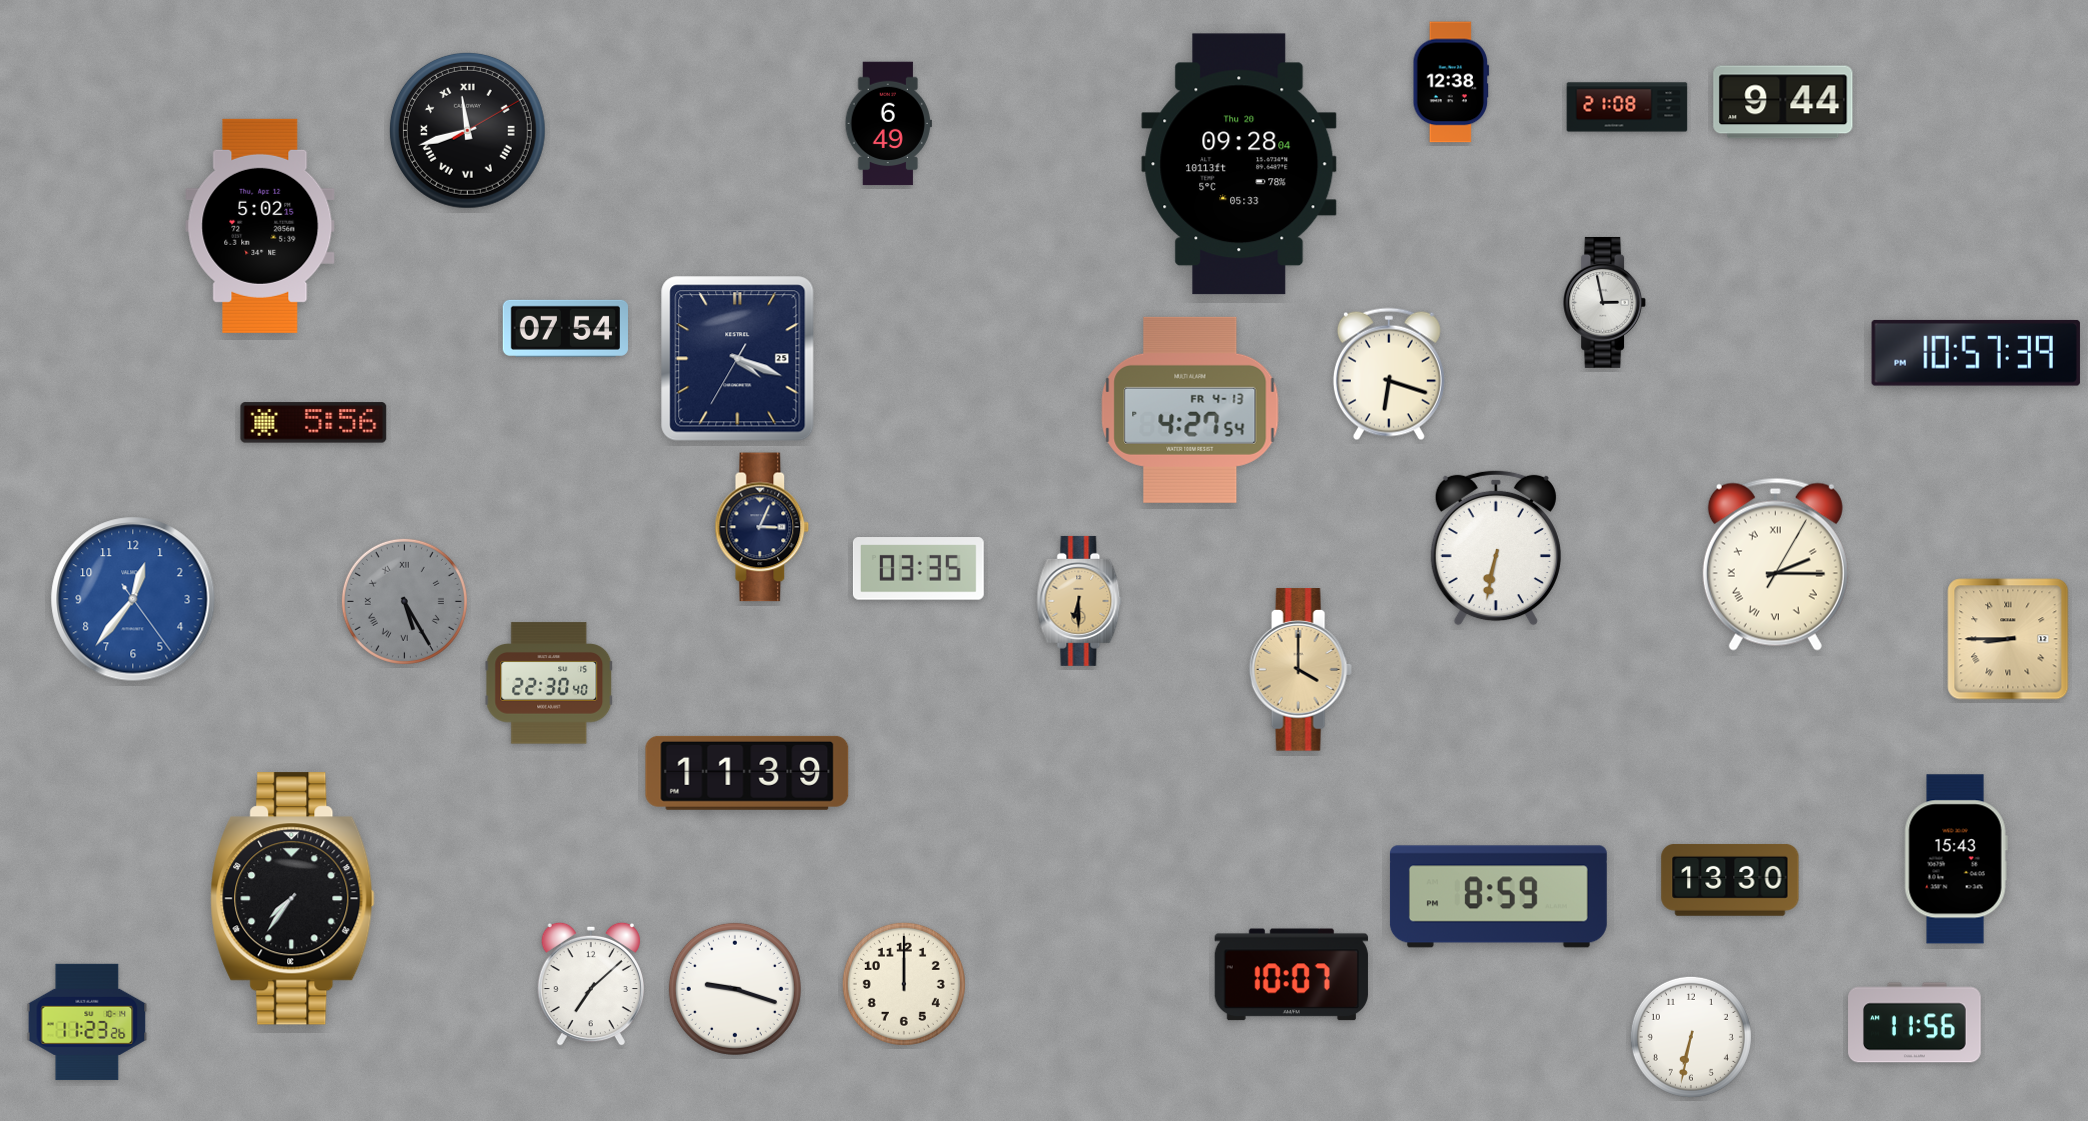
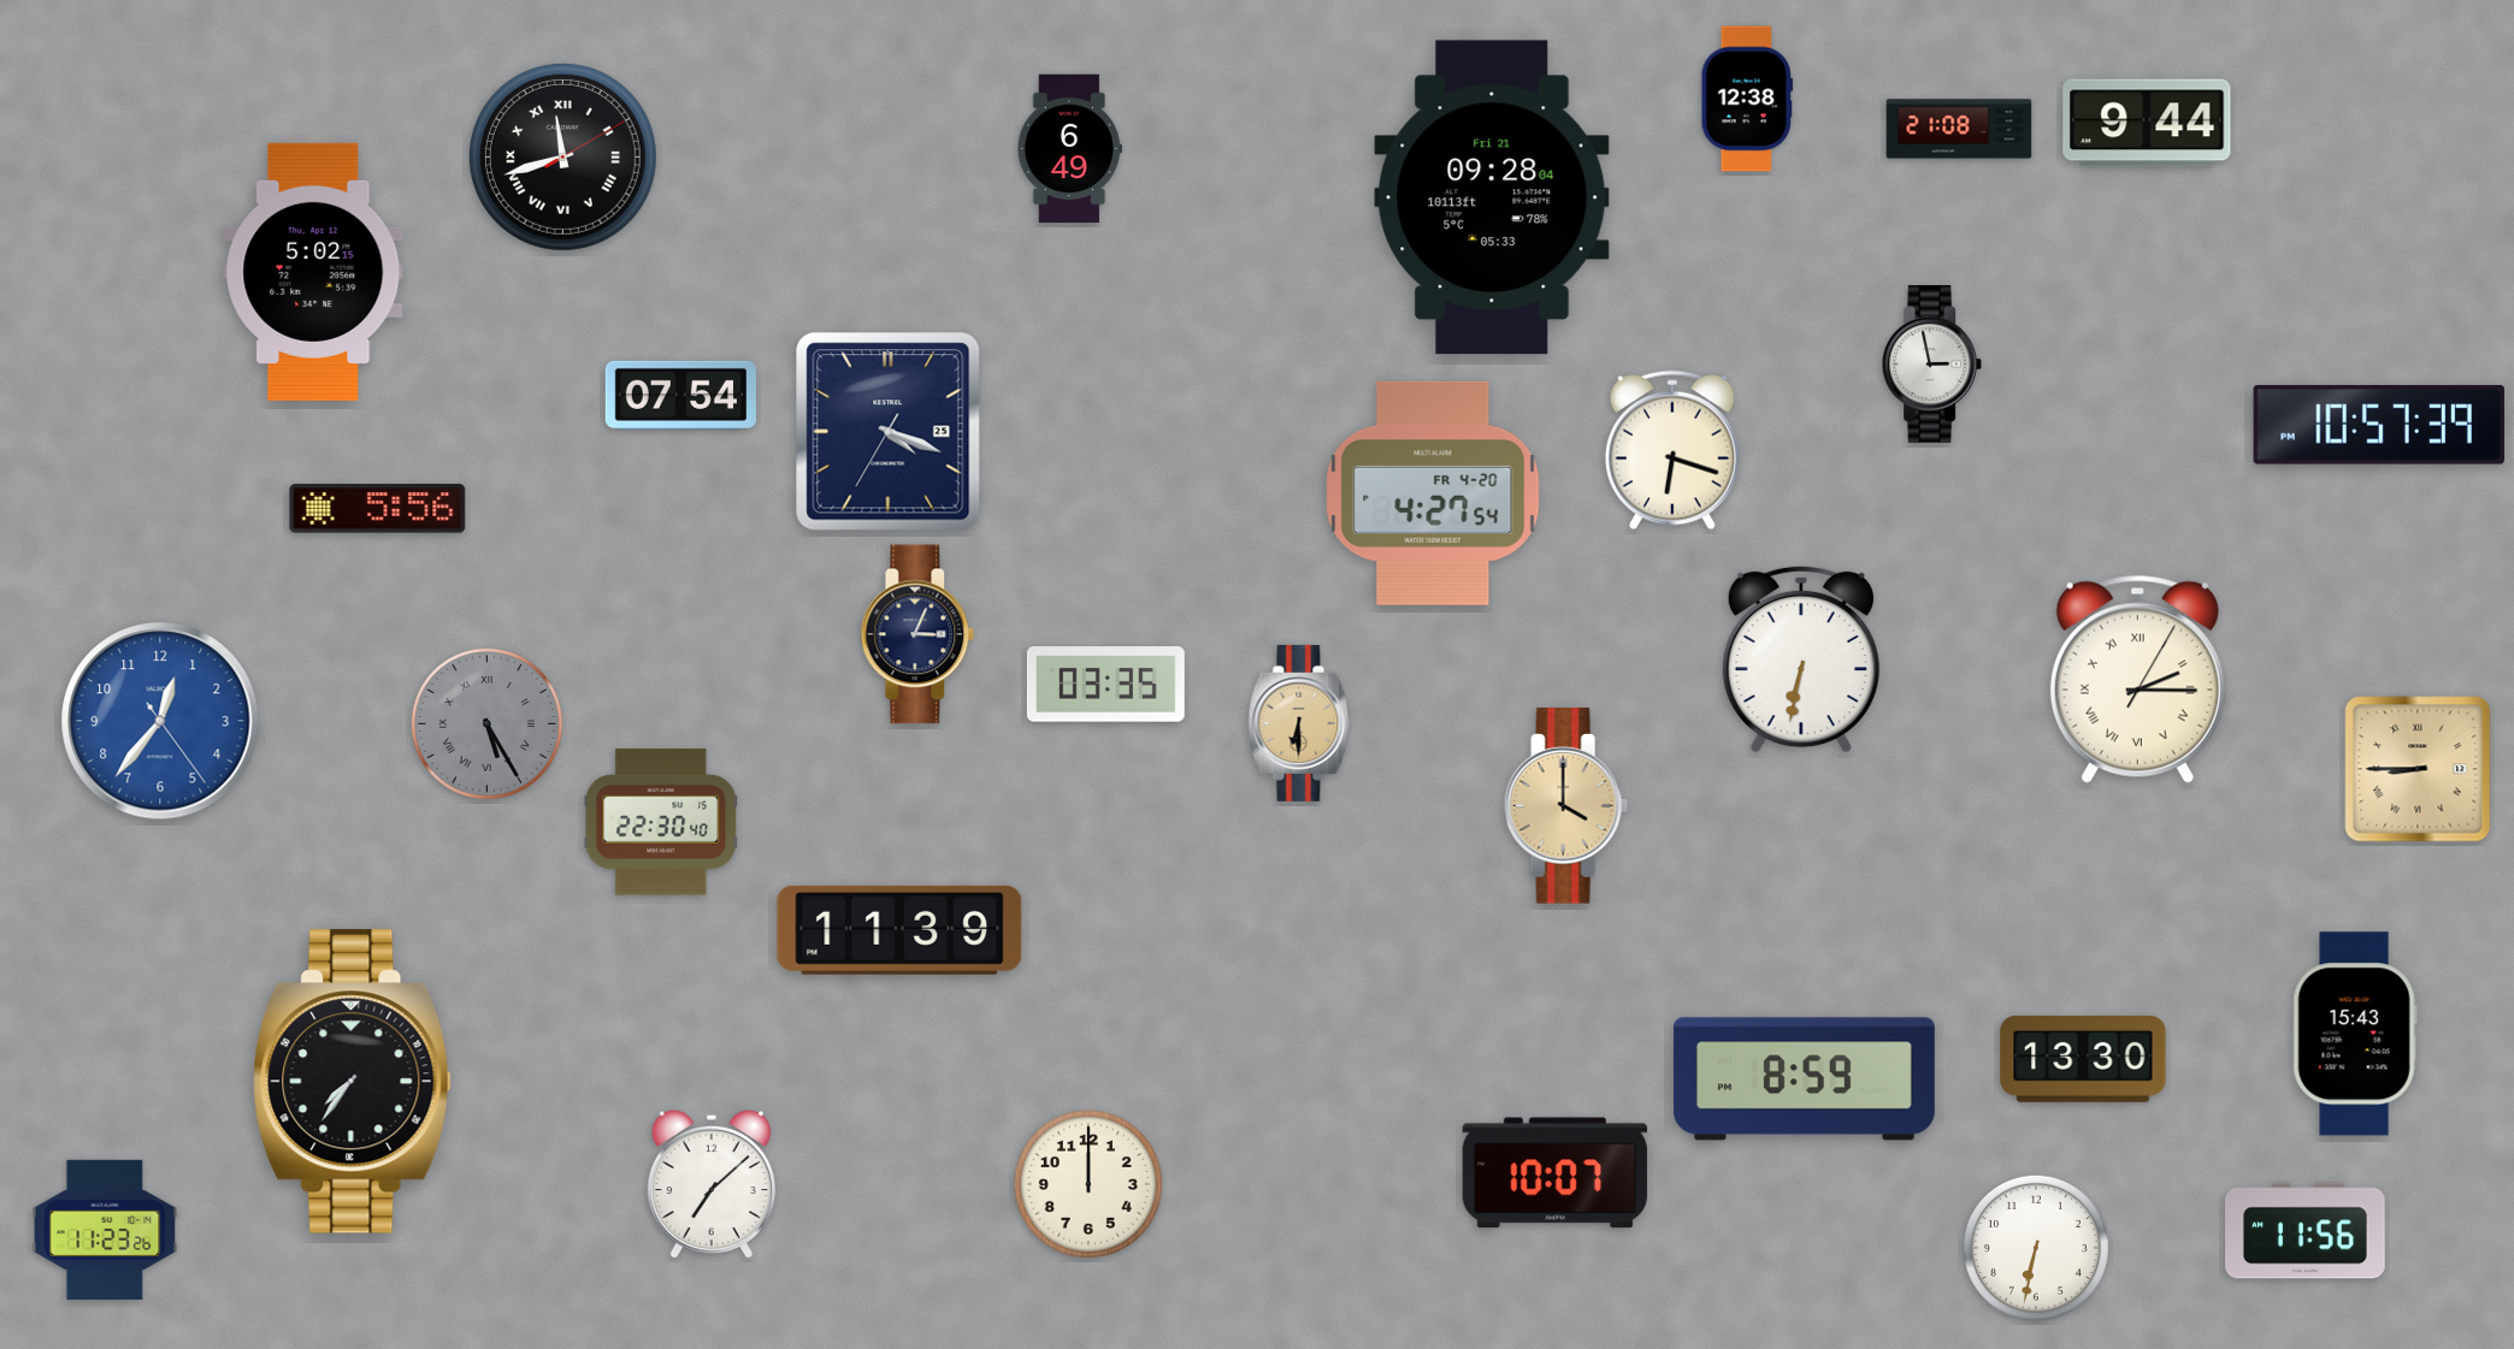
clock at (1239, 164) date: Thu 20 -> Fri 21
clock at (1190, 410) date: FR 4-13 -> FR 4-20
clock at (735, 989): 9:18 -> none
